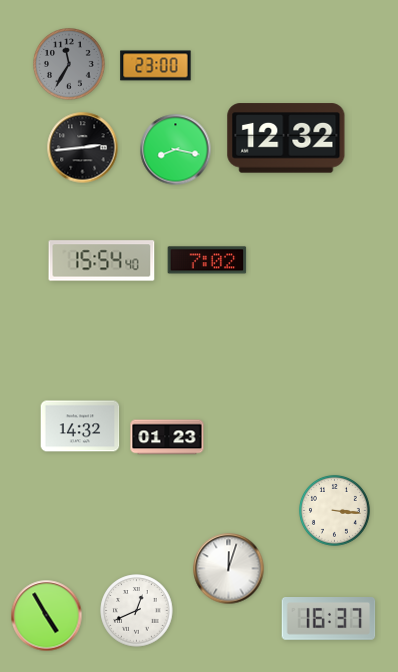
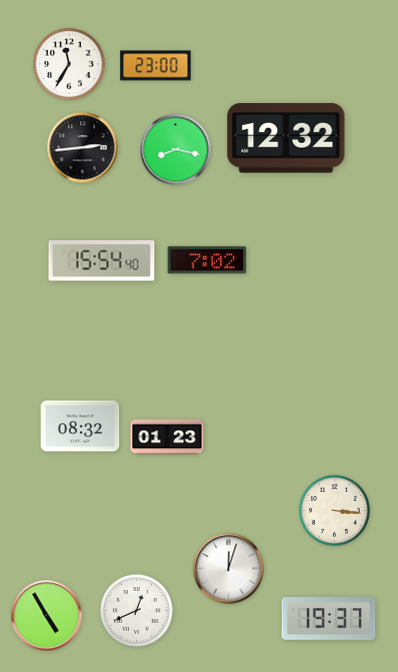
clock at (70, 65) dial: grey -> white
clock at (80, 426): 14:32 -> 08:32
clock at (329, 619): 16:37 -> 19:37
